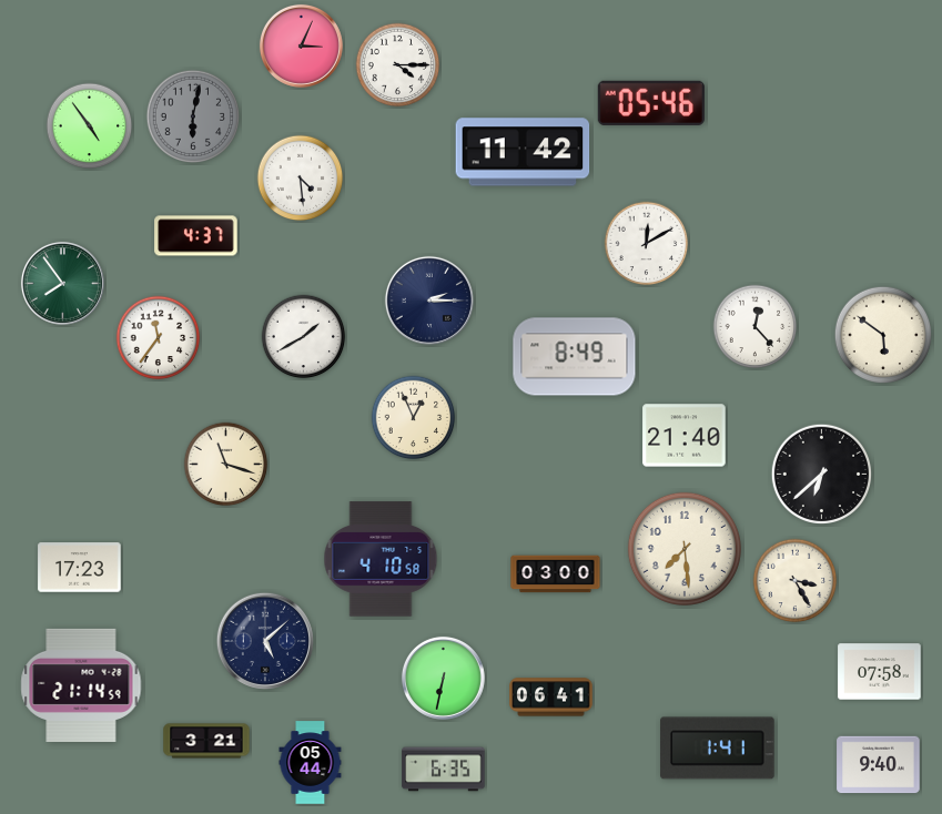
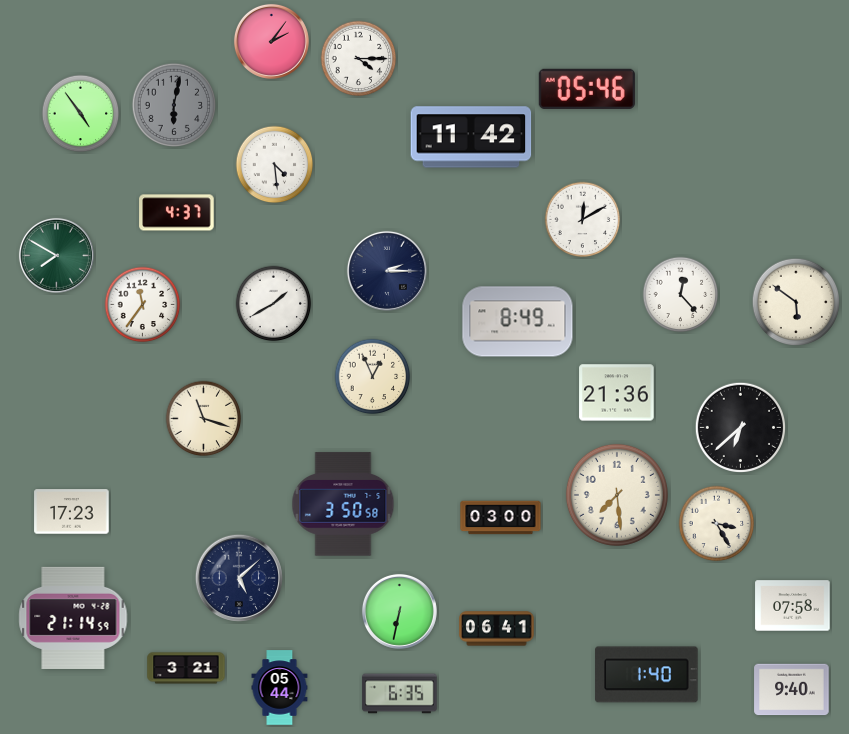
clock at (301, 45): 3:04 -> 2:06
clock at (651, 103) position: (651, 103) -> (587, 89)
clock at (301, 179) position: (301, 179) -> (275, 165)
clock at (62, 283): 7:54 -> 7:50
clock at (685, 436): 21:40 -> 21:36
clock at (381, 559): 4:10 -> 3:50
clock at (718, 749): 1:41 -> 1:40
